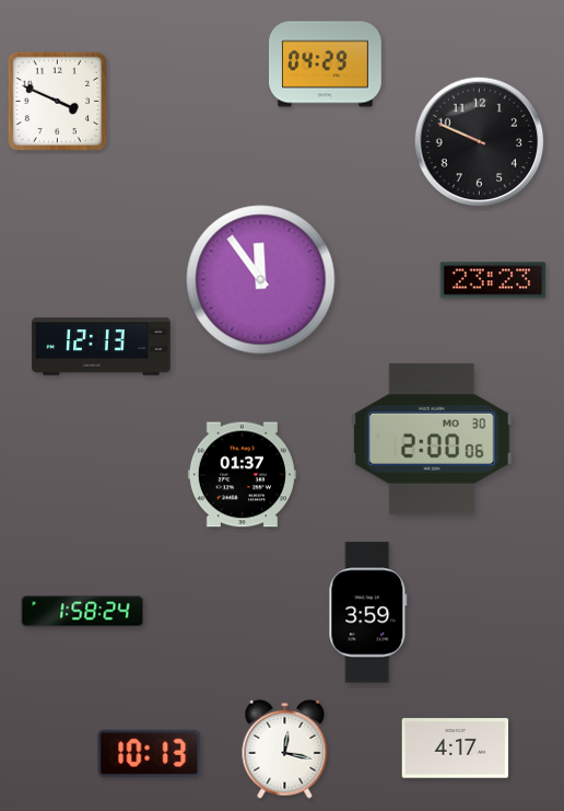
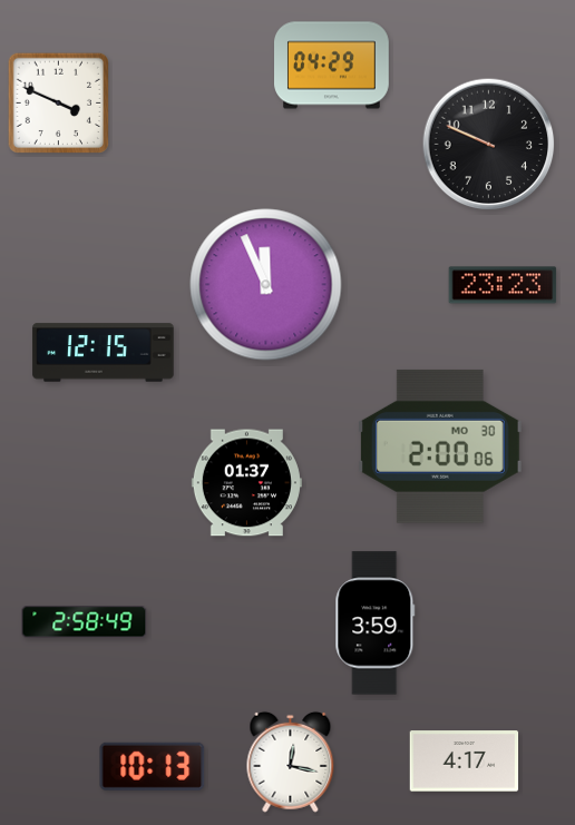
clock at (261, 280): 11:54 -> 11:56
clock at (102, 347): 12:13 -> 12:15
clock at (83, 612): 1:58 -> 2:58
